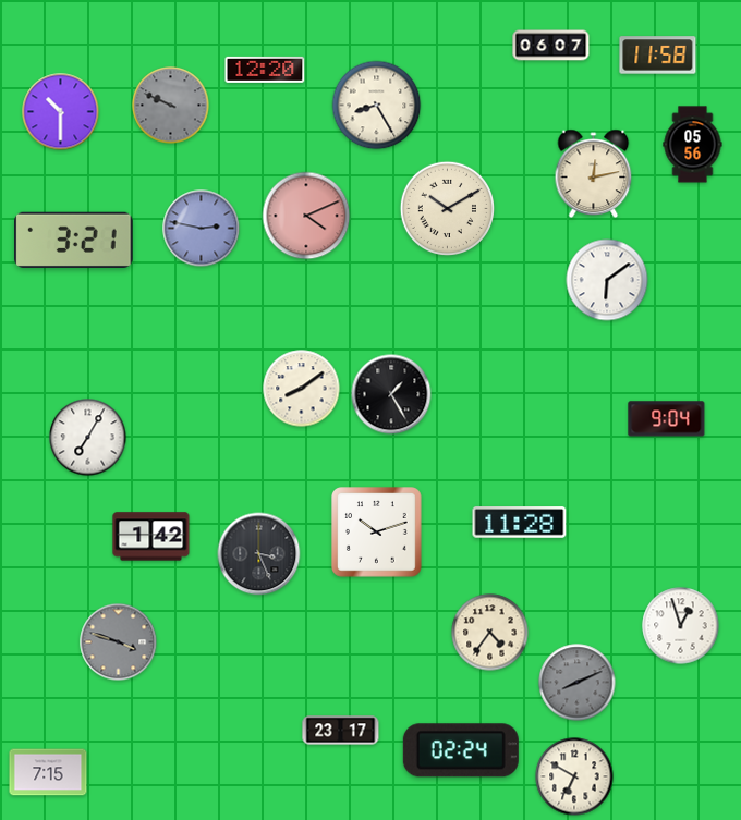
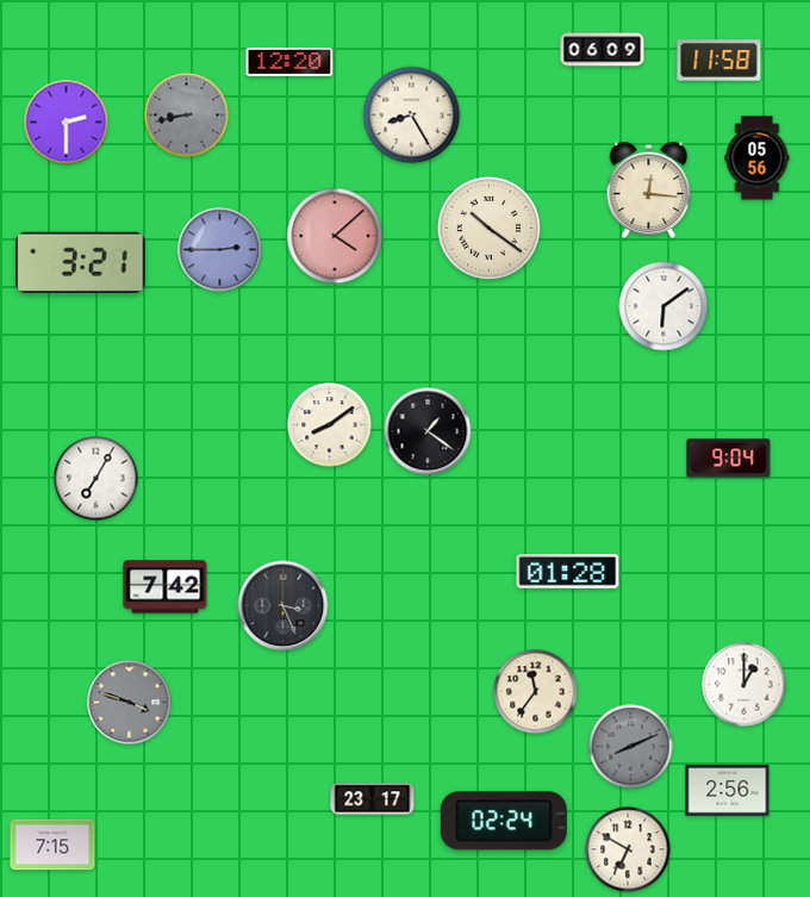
clock at (551, 46): 06:07 -> 06:09
clock at (265, 70) position: (265, 70) -> (289, 62)
clock at (171, 106): 9:49 -> 8:43
clock at (61, 112): 10:30 -> 2:30
clock at (594, 173): 12:13 -> 12:16
clock at (447, 208): 10:10 -> 10:21
clock at (306, 216): 4:11 -> 4:08
clock at (202, 229): 2:47 -> 2:45
clock at (391, 394): 1:25 -> 1:21
clock at (520, 523): 11:28 -> 01:28
clock at (377, 533): 10:12 -> none
clock at (151, 537): 1:42 -> 7:42
clock at (681, 626): 12:57 -> 1:00
clock at (490, 633): 4:36 -> 11:36
clock at (728, 791): none -> 2:56
